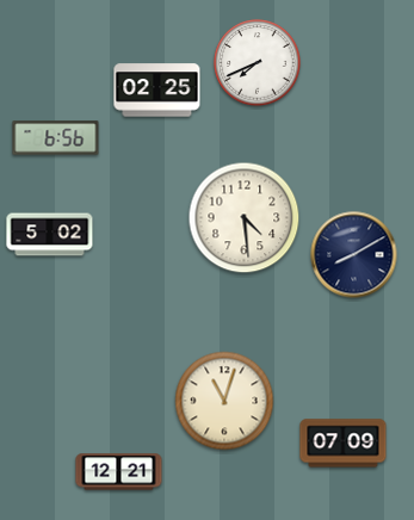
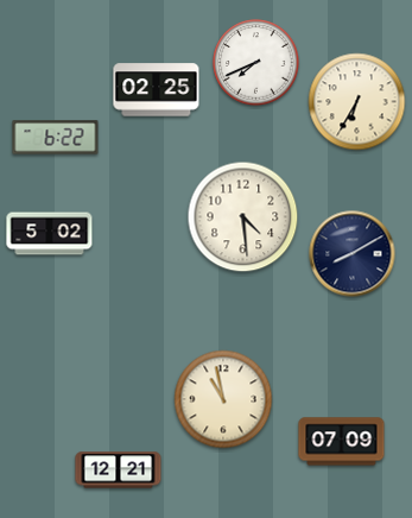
clock at (357, 102): none -> 6:35
clock at (56, 138): 6:56 -> 6:22
clock at (224, 401): 11:03 -> 10:58
